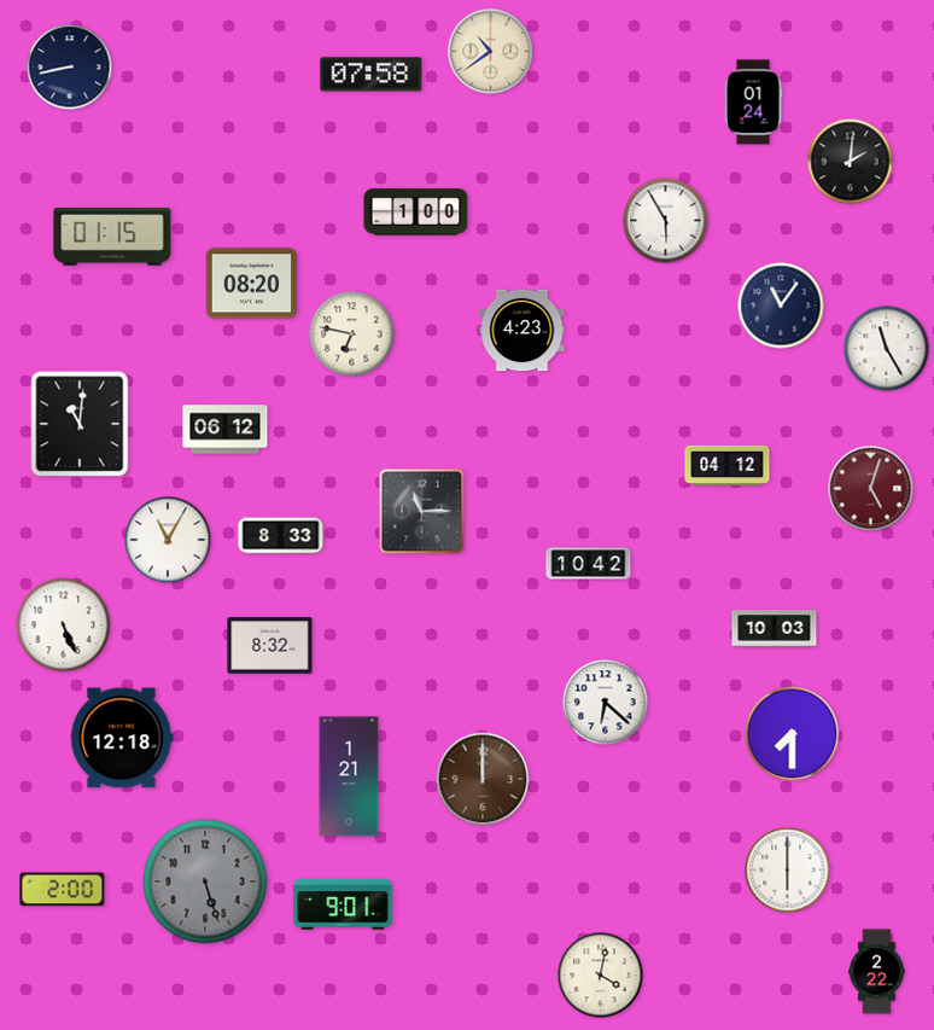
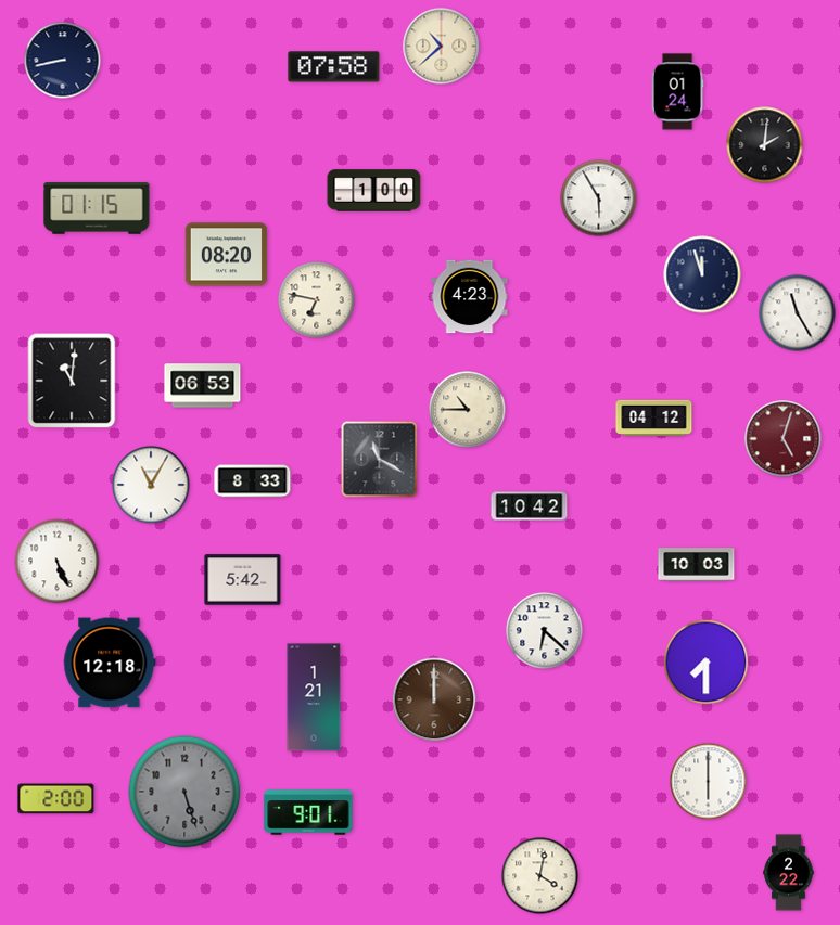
clock at (491, 52): 10:39 -> 10:38
clock at (112, 237) position: (112, 237) -> (97, 208)
clock at (781, 305): 11:06 -> 11:57
clock at (226, 430): 06:12 -> 06:53
clock at (468, 410): none -> 10:45
clock at (422, 512): 11:15 -> 11:20
clock at (270, 646): 8:32 -> 5:42
clock at (793, 734) position: (793, 734) -> (707, 663)
